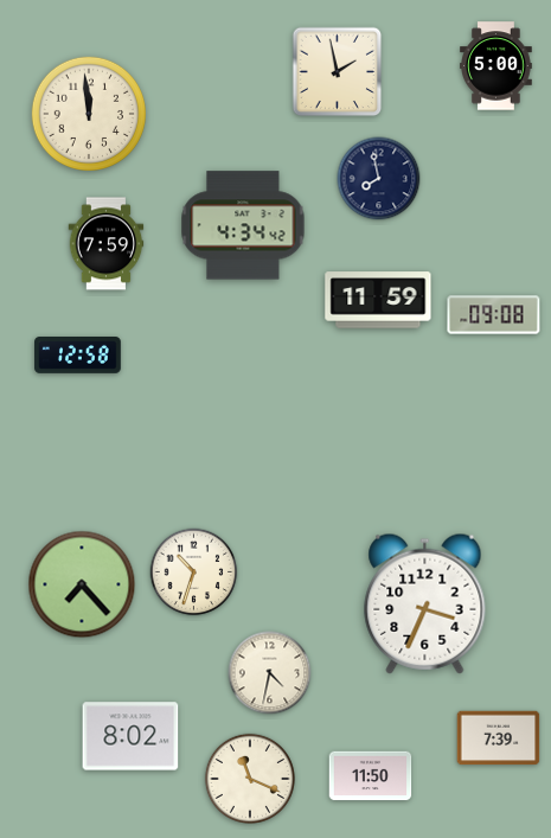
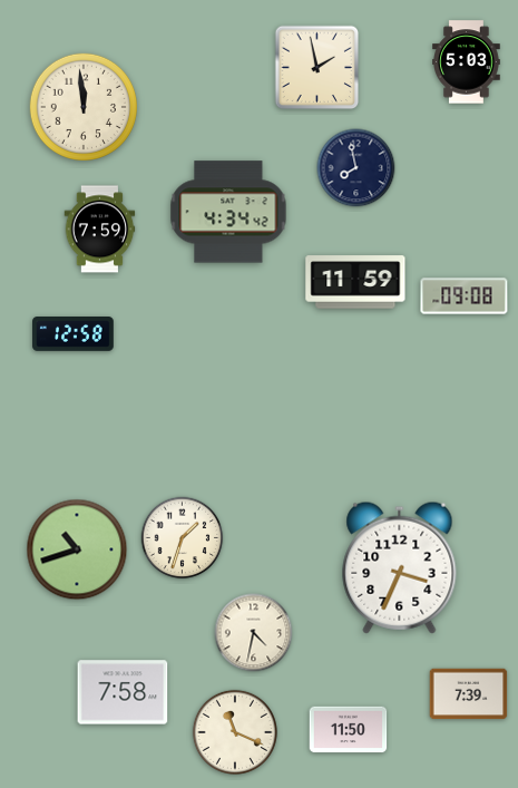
clock at (496, 66): 5:00 -> 5:03
clock at (194, 572): 10:33 -> 1:33
clock at (82, 584): 7:23 -> 10:42
clock at (130, 736): 8:02 -> 7:58
